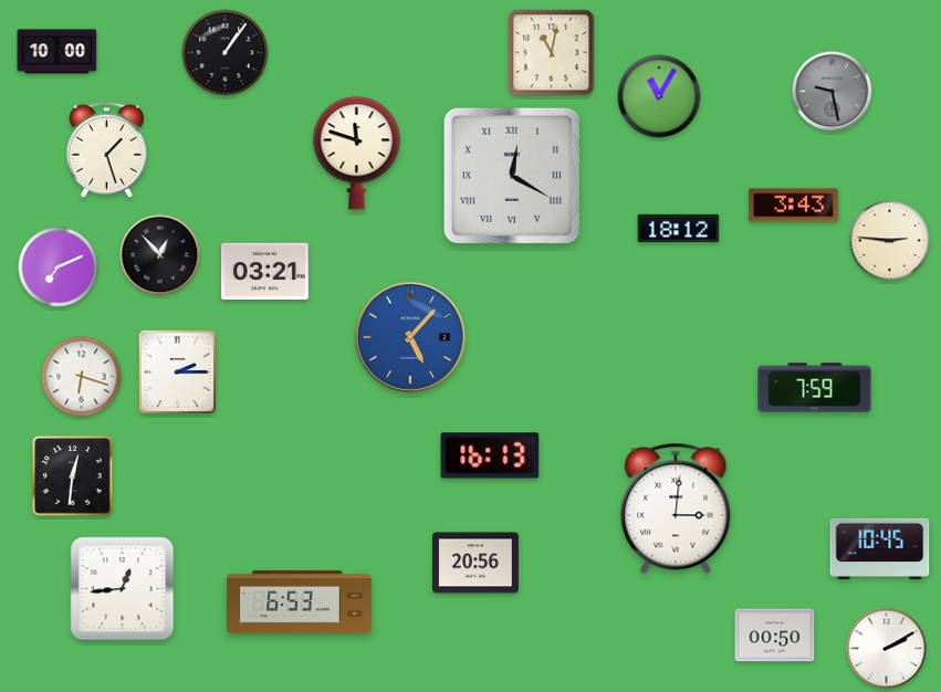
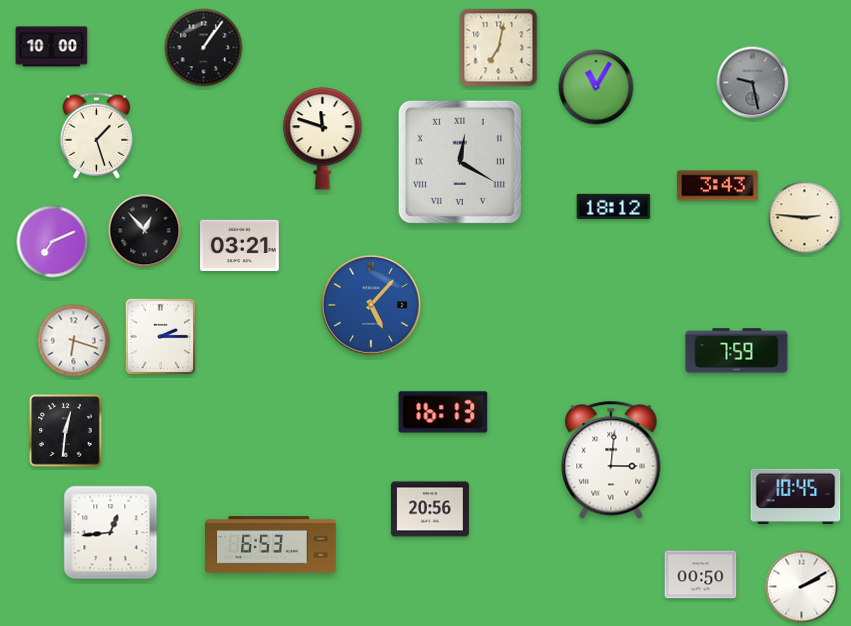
clock at (552, 53): 11:02 -> 7:02
clock at (512, 176) position: (512, 176) -> (460, 162)
